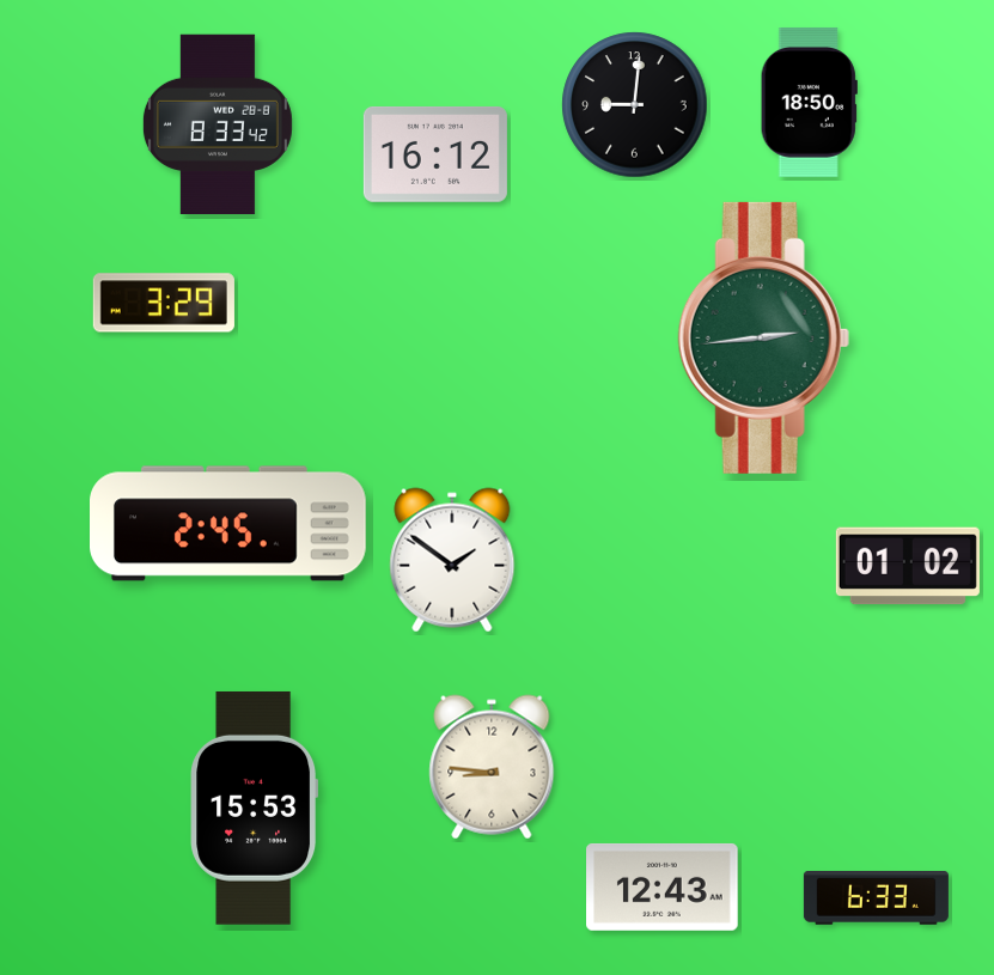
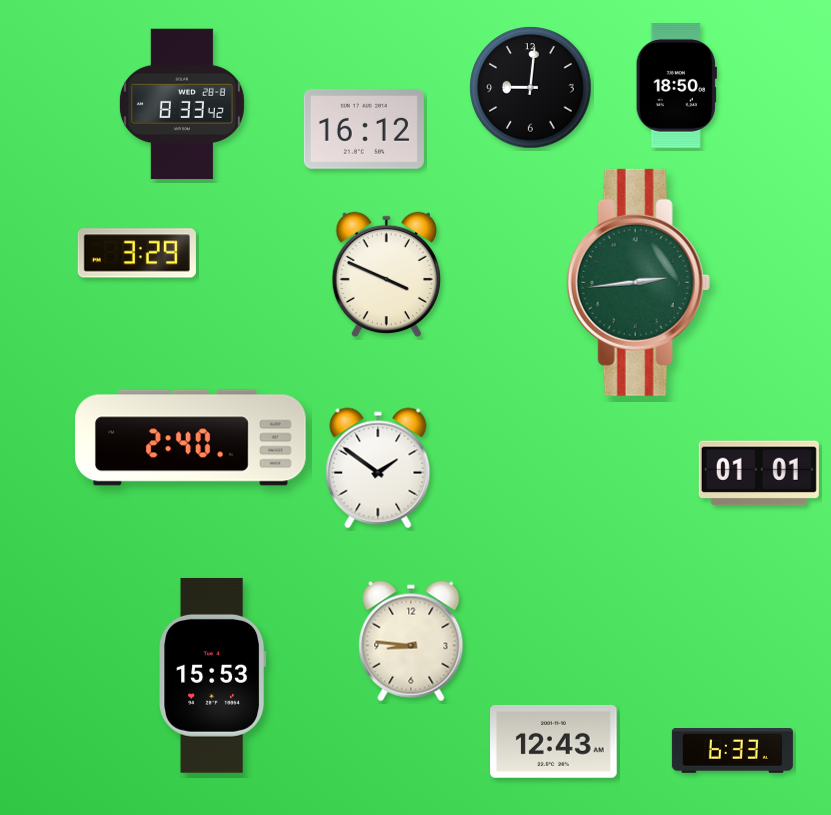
clock at (386, 275): none -> 3:49
clock at (228, 524): 2:45 -> 2:40
clock at (908, 566): 01:02 -> 01:01
